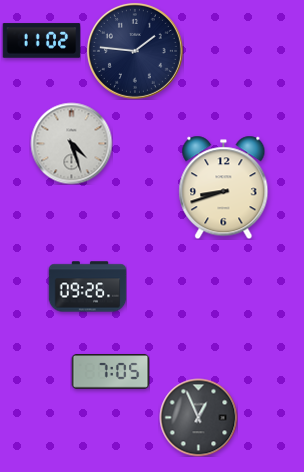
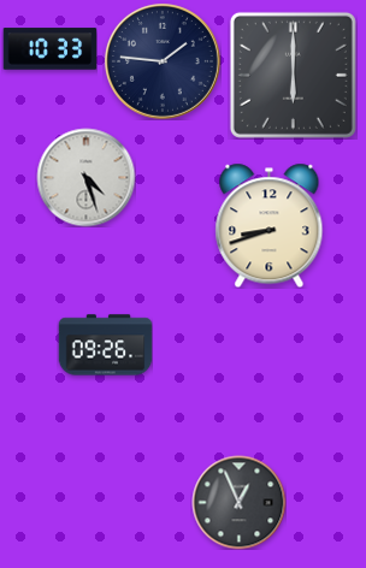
clock at (41, 41): 11:02 -> 10:33
clock at (293, 75): none -> 6:00
clock at (71, 143) position: (71, 143) -> (85, 177)
clock at (110, 372): 7:05 -> none
